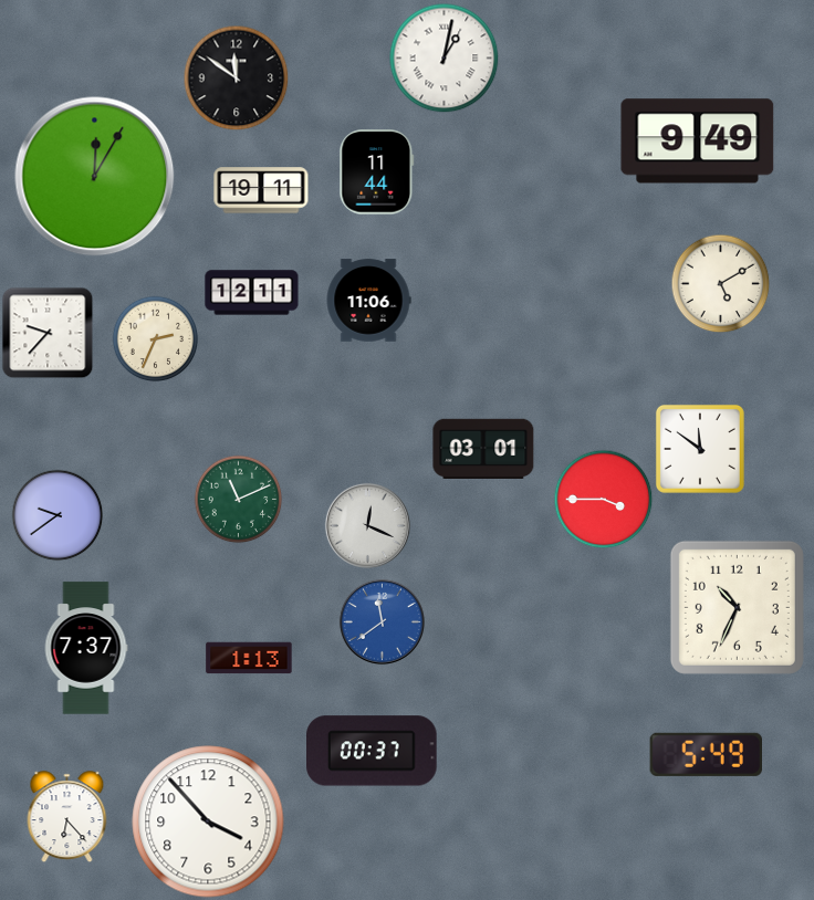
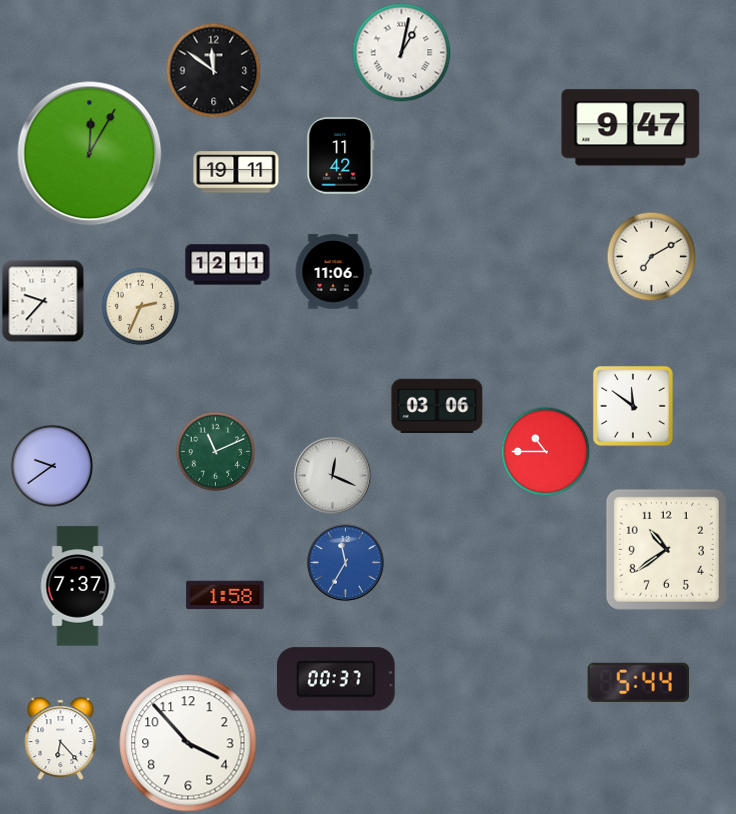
clock at (698, 142): 9:49 -> 9:47
clock at (377, 172): 11:44 -> 11:42
clock at (95, 177) position: (95, 177) -> (90, 154)
clock at (720, 283): 5:10 -> 7:10
clock at (483, 449): 03:01 -> 03:06
clock at (603, 499): 3:45 -> 10:45
clock at (737, 607): 10:34 -> 10:39
clock at (382, 621): 11:39 -> 11:35
clock at (249, 658): 1:13 -> 1:58
clock at (706, 754): 5:49 -> 5:44
